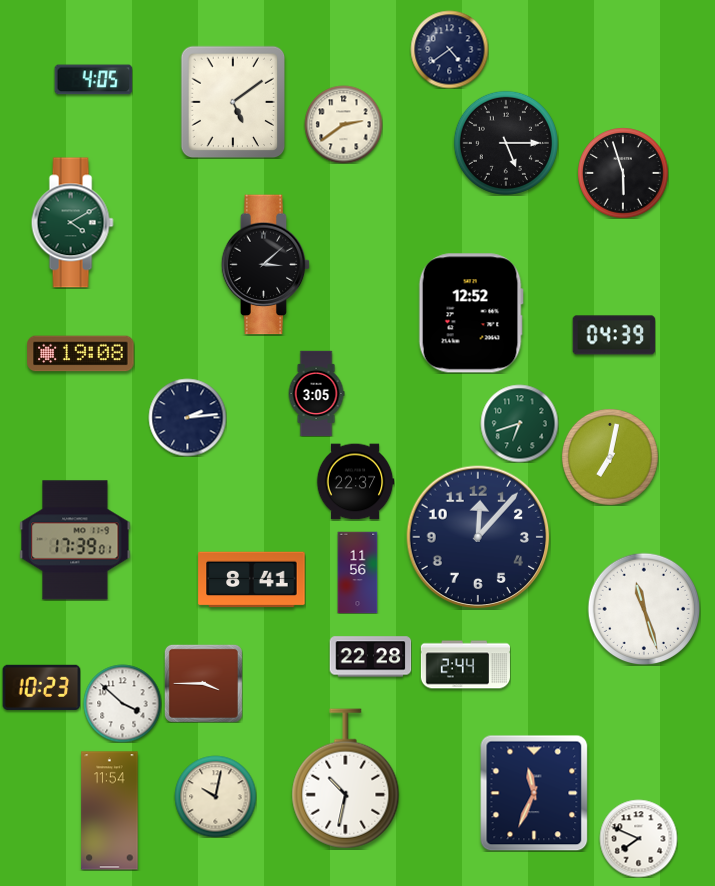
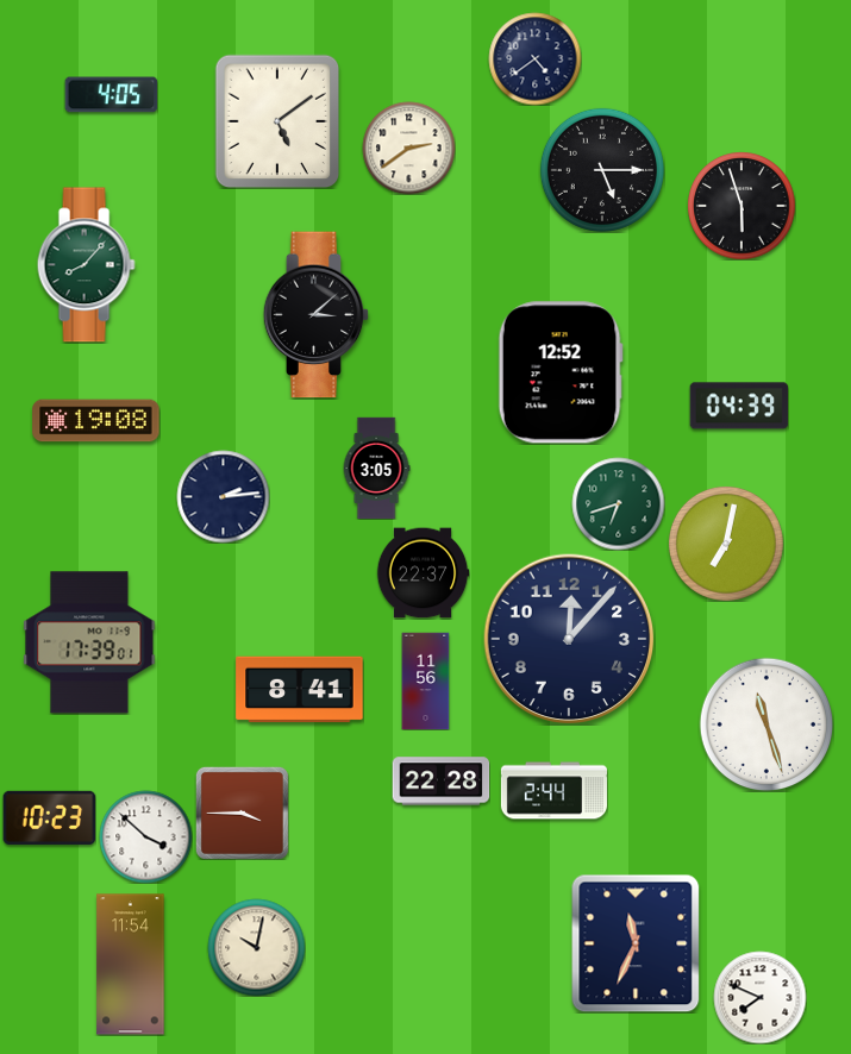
clock at (72, 223): 4:10 -> 8:07
clock at (614, 335) position: (614, 335) -> (739, 406)
clock at (346, 779): 10:32 -> none
